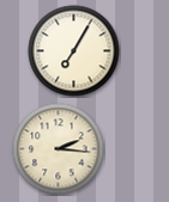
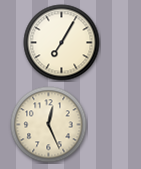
clock at (59, 149): 2:16 -> 12:26
